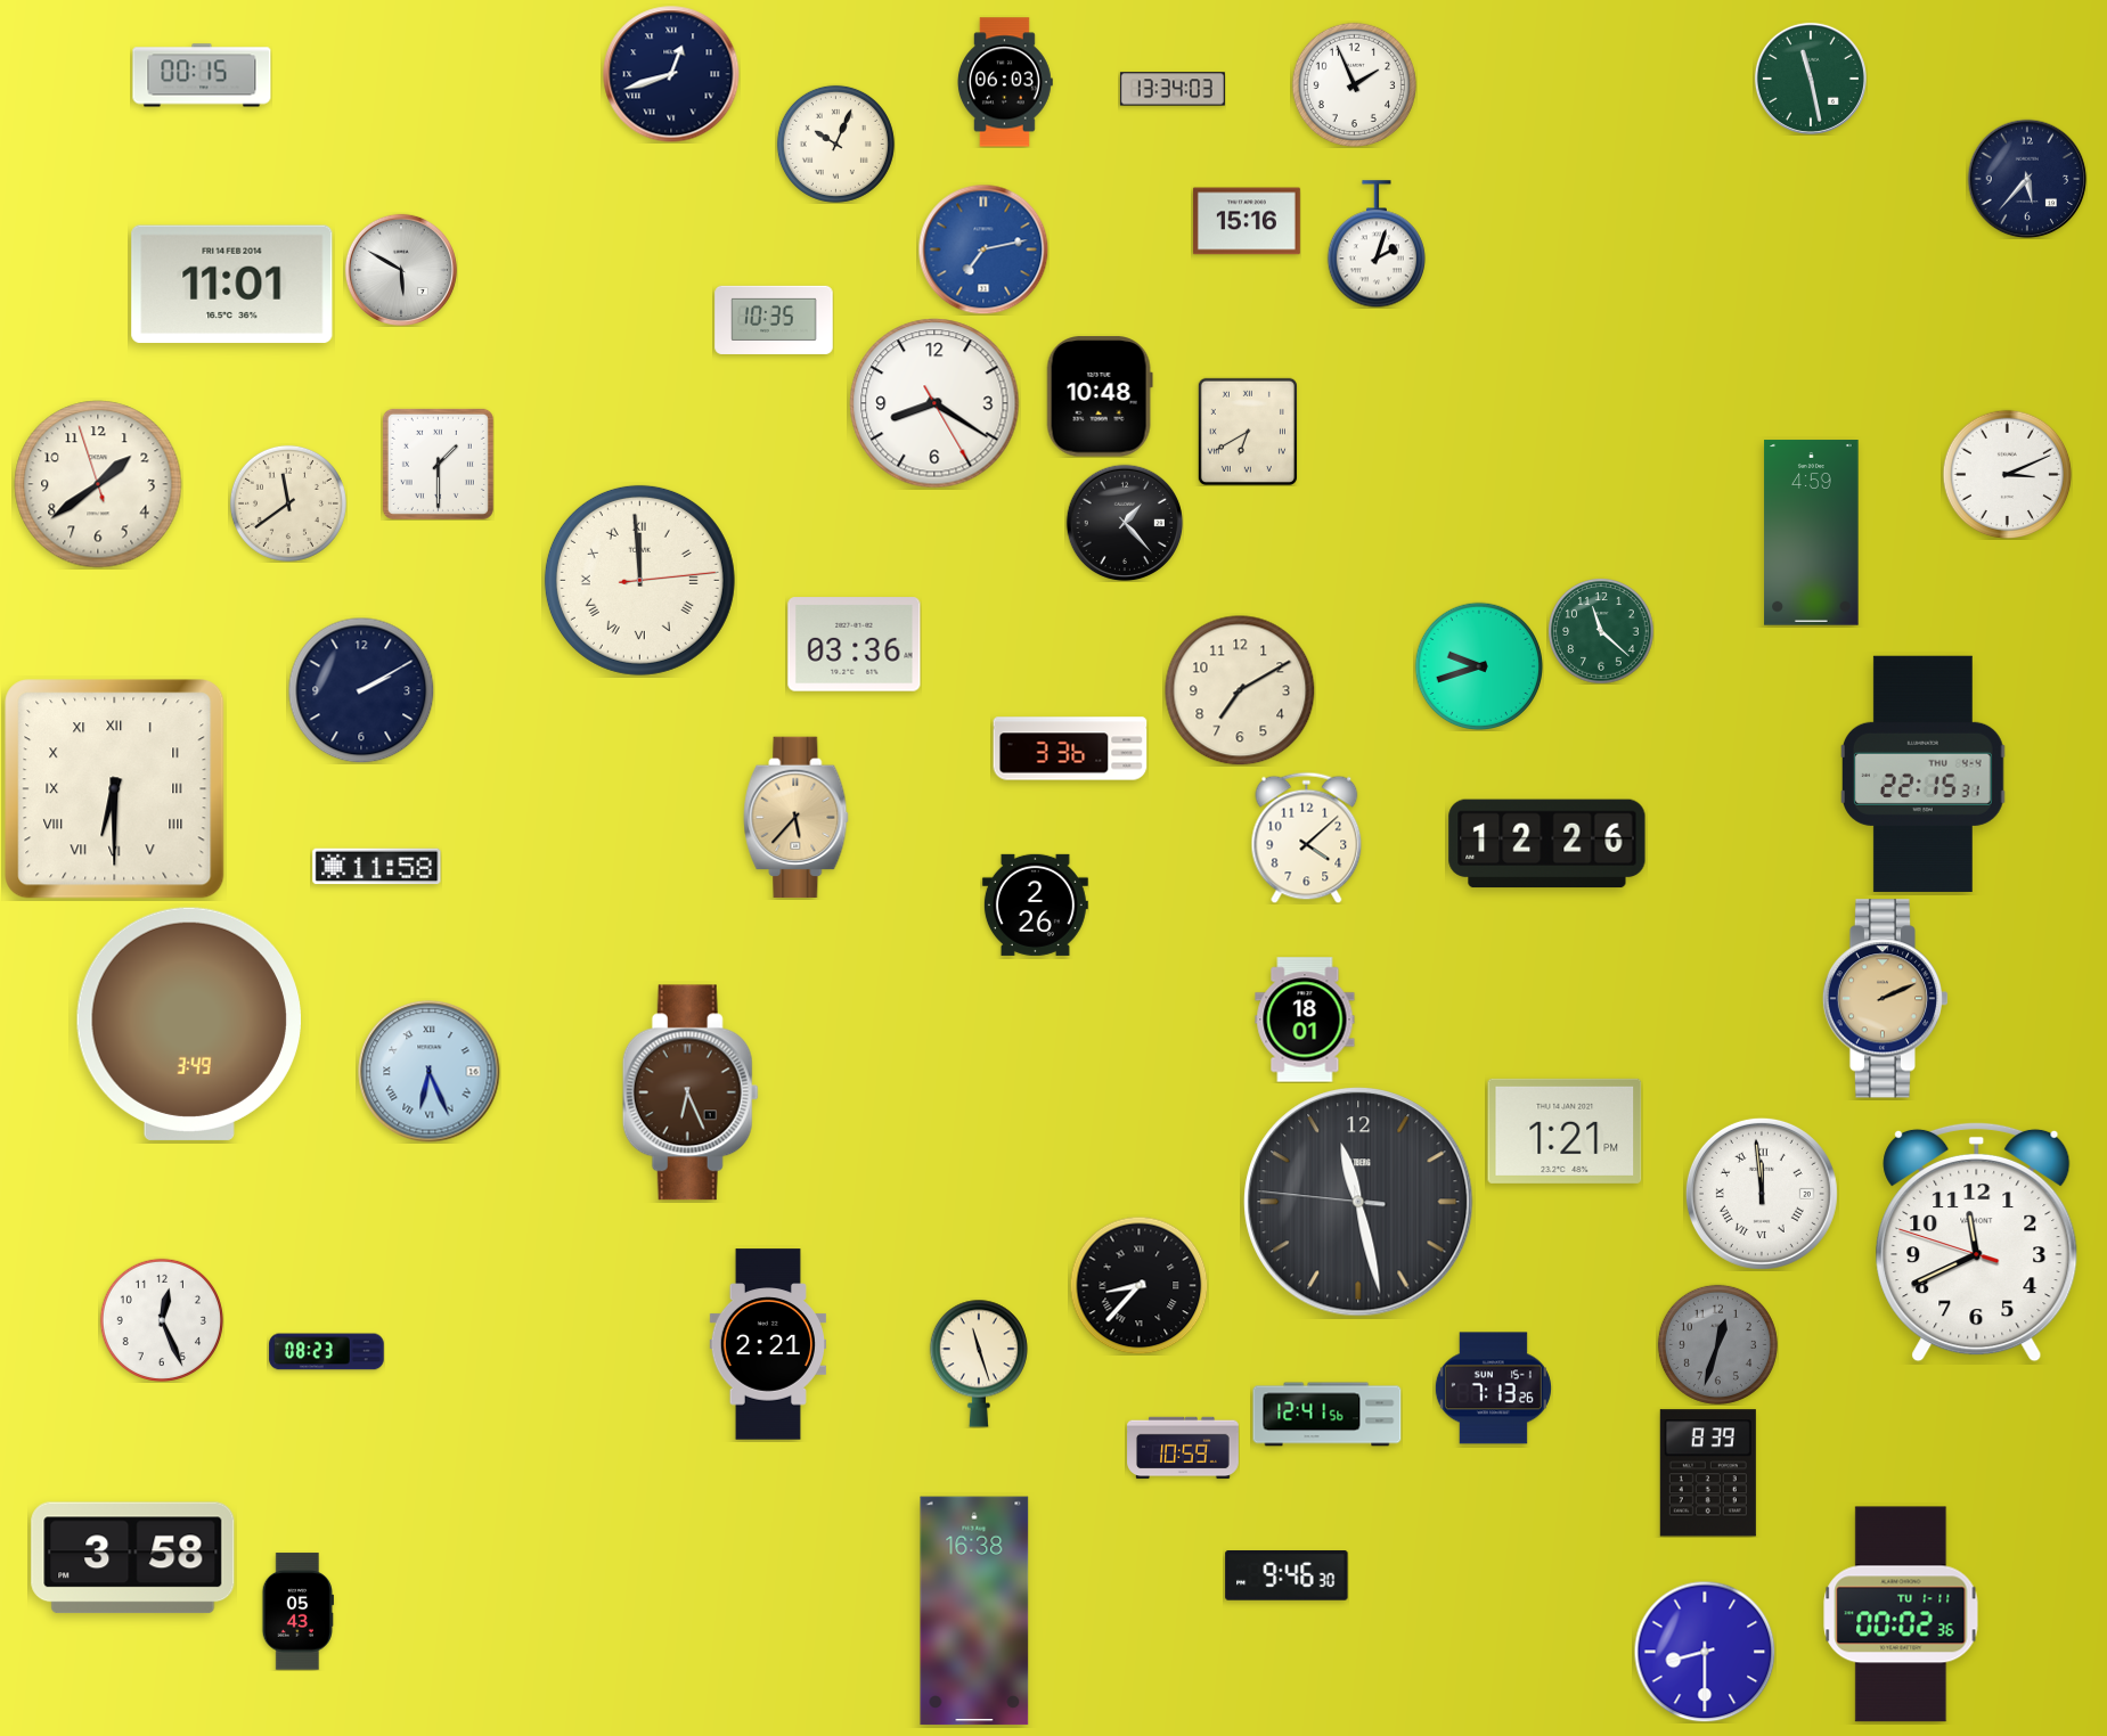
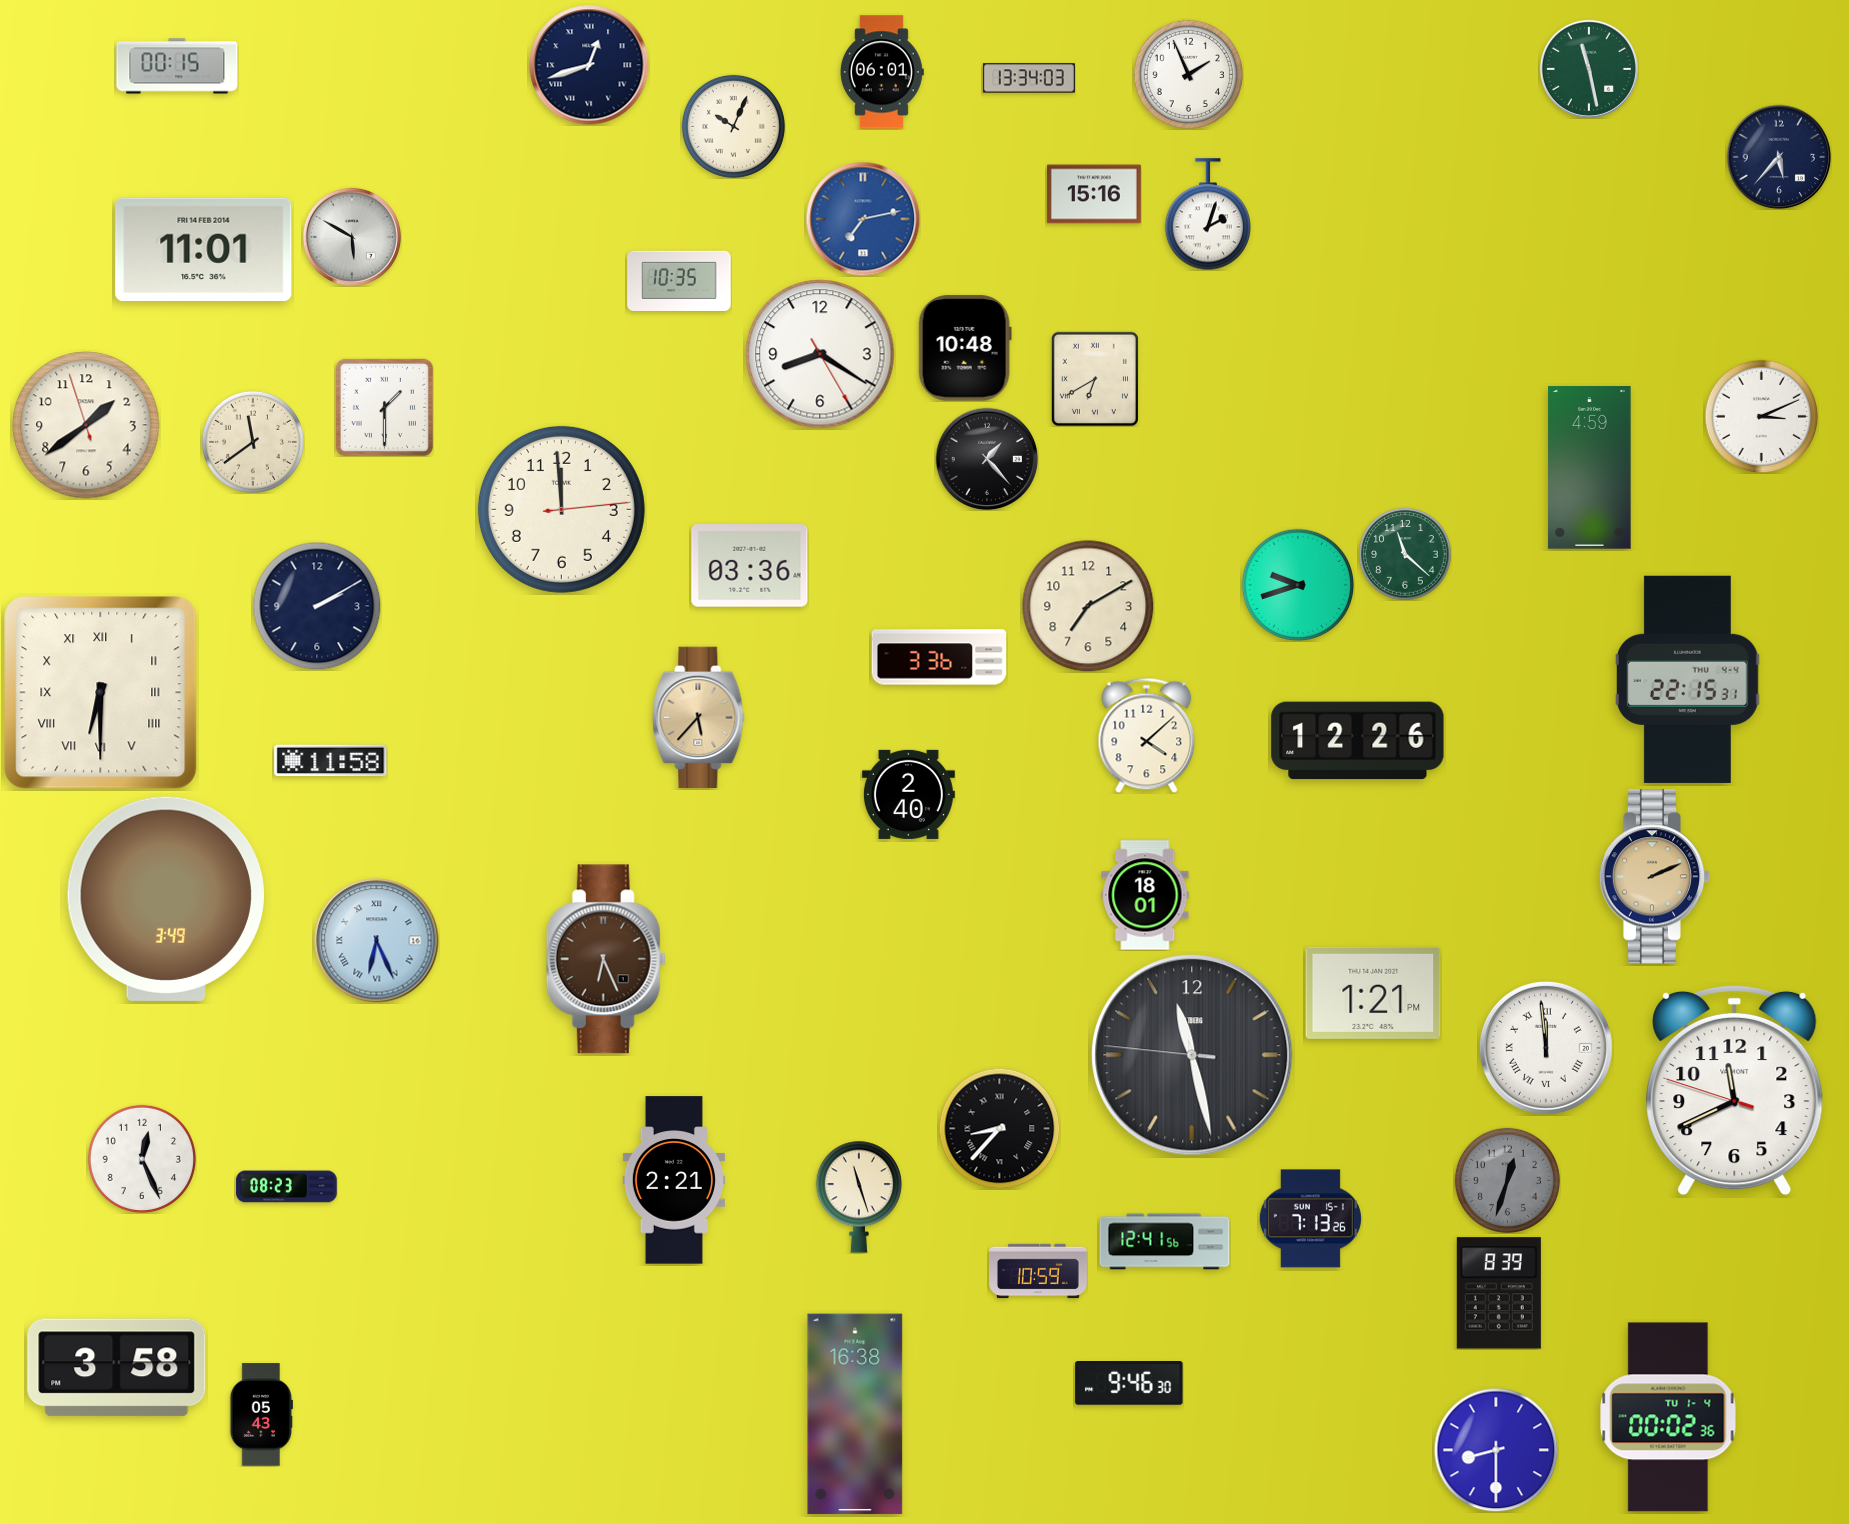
clock at (1005, 82): 06:03 -> 06:01
clock at (639, 580) numerals: Roman -> Arabic
clock at (1035, 904): 2:26 -> 2:40
clock at (1901, 1614) date: TU 1-11 -> TU 1-4
